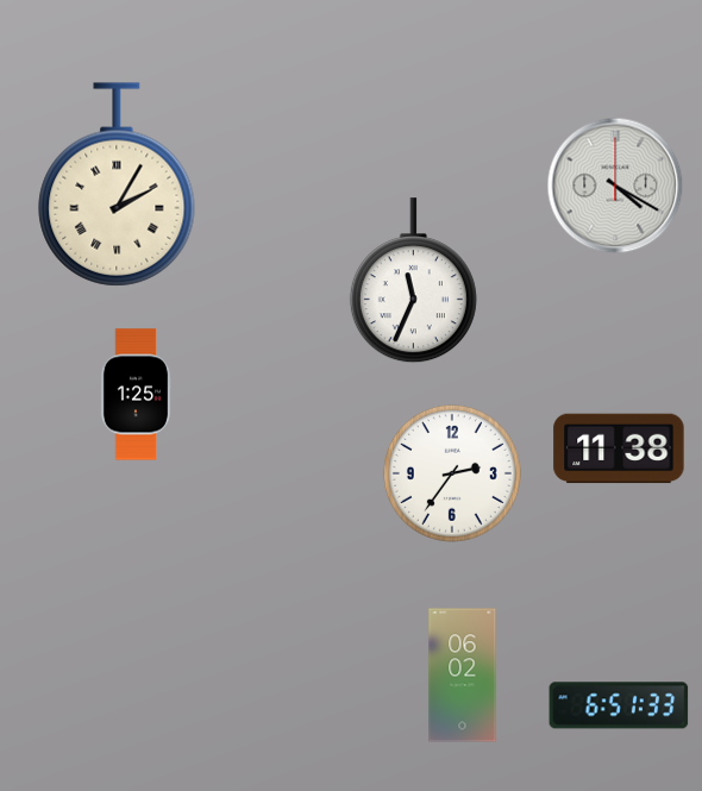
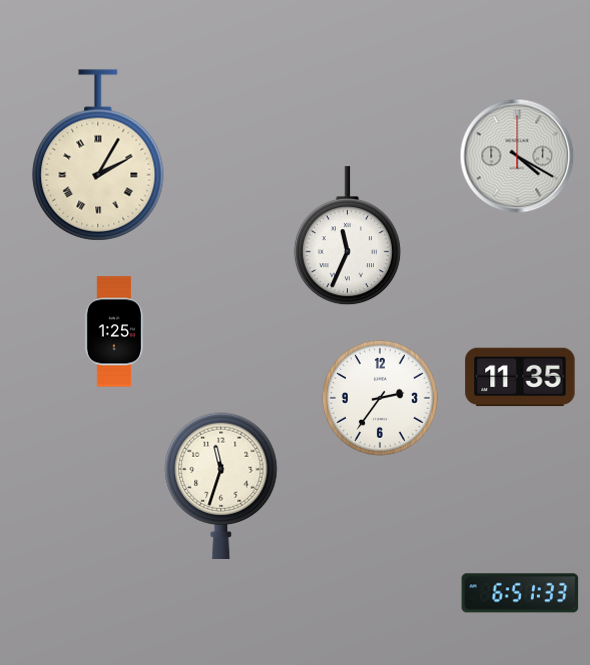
clock at (619, 448): 11:38 -> 11:35
clock at (221, 485): none -> 11:33
clock at (463, 676): 06:02 -> none
